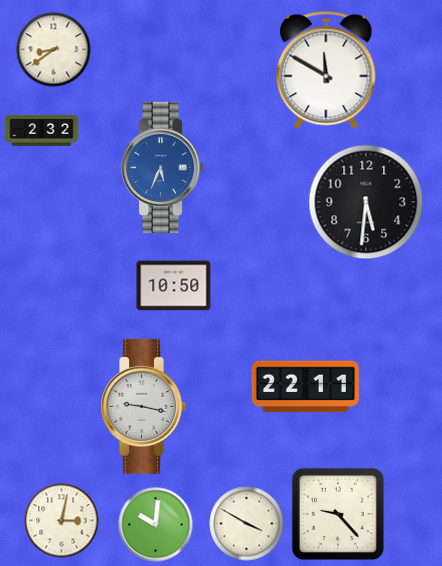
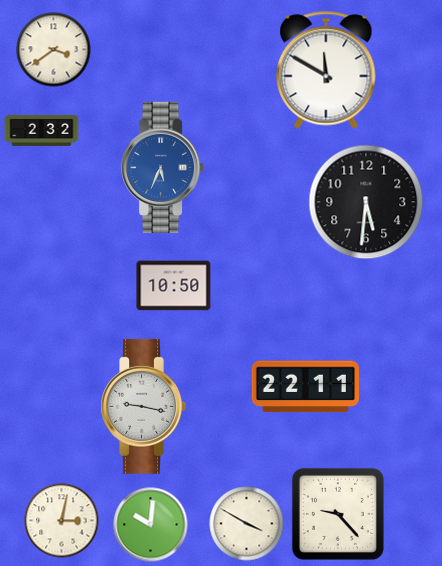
clock at (54, 50): 8:39 -> 3:39
clock at (156, 525) position: (156, 525) -> (151, 525)
